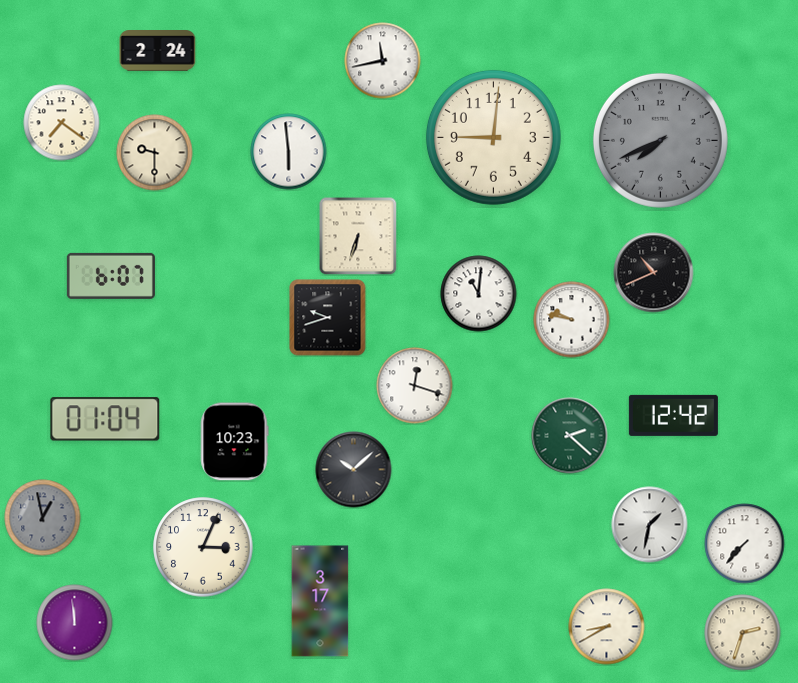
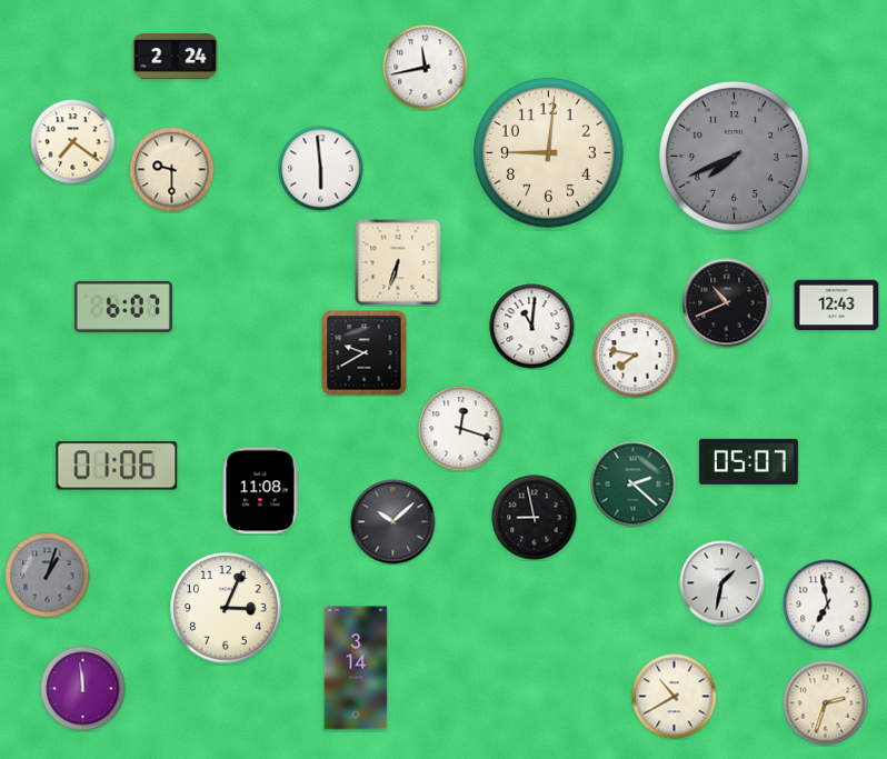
clock at (62, 123) position: (62, 123) -> (73, 142)
clock at (837, 306): none -> 12:43
clock at (328, 318): 9:42 -> 9:40
clock at (572, 320): 9:47 -> 7:47
clock at (673, 415): 12:42 -> 05:07
clock at (105, 419): 01:04 -> 01:06
clock at (234, 442): 10:23 -> 11:08
clock at (535, 518): none -> 8:58
clock at (43, 518): 12:58 -> 1:03
clock at (745, 544): 7:37 -> 6:58
clock at (320, 601): 3:17 -> 3:14
clock at (75, 623) position: (75, 623) -> (83, 689)
clock at (607, 627): 8:40 -> 10:40
